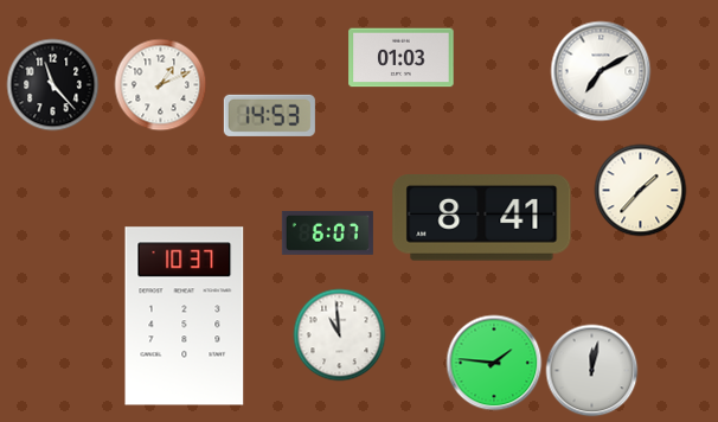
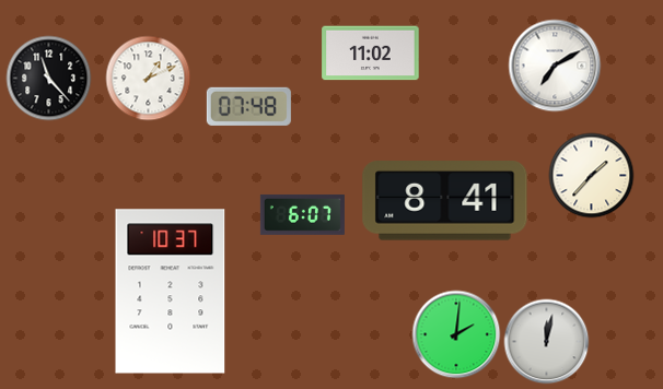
clock at (402, 58): 01:03 -> 11:02
clock at (269, 115): 14:53 -> 07:48
clock at (339, 334): 10:59 -> none
clock at (494, 363): 1:46 -> 2:01
